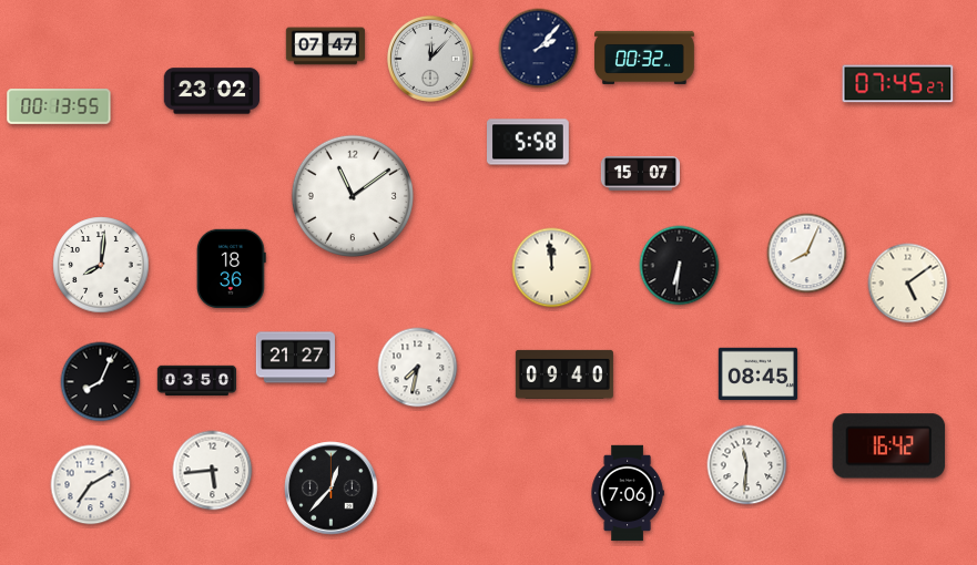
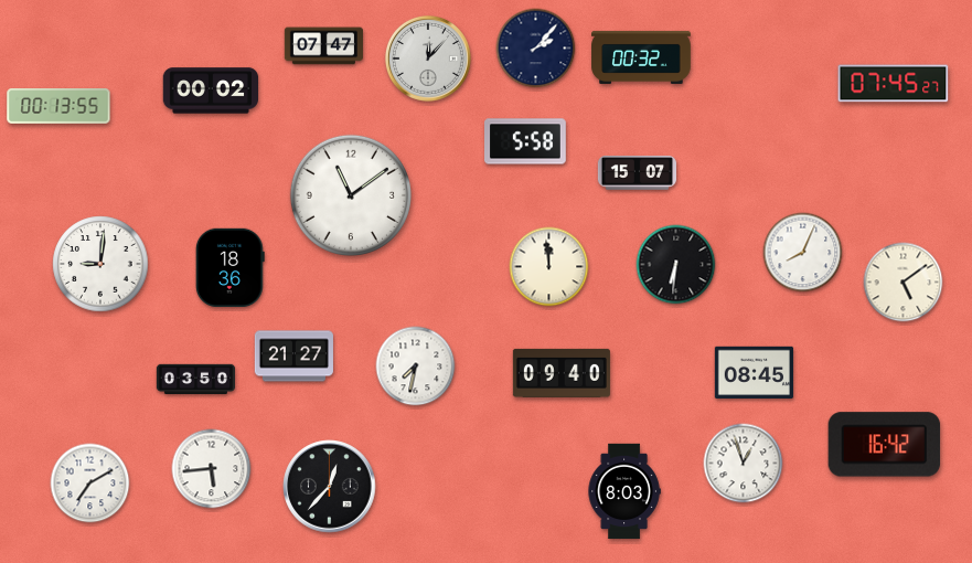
clock at (212, 91): 23:02 -> 00:02
clock at (101, 265): 8:01 -> 9:01
clock at (101, 382): 8:04 -> none
clock at (747, 465): 11:31 -> 12:57
clock at (628, 493): 7:06 -> 8:03
